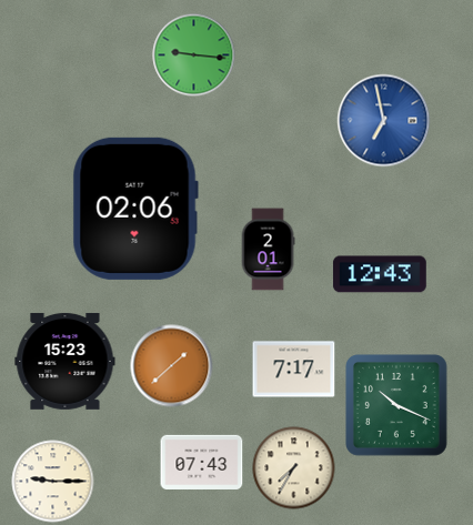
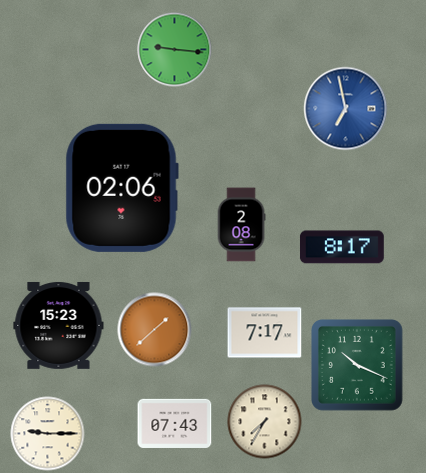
clock at (268, 250): 2:01 -> 2:08
clock at (380, 274): 12:43 -> 8:17
clock at (202, 462) position: (202, 462) -> (175, 423)
